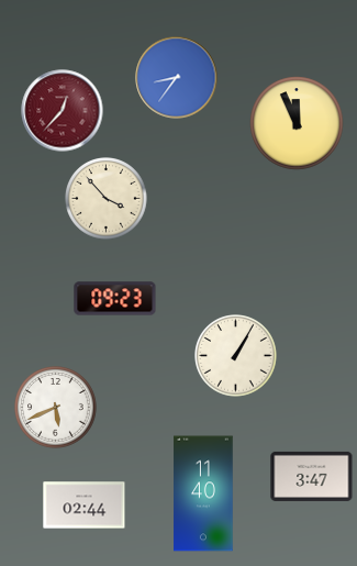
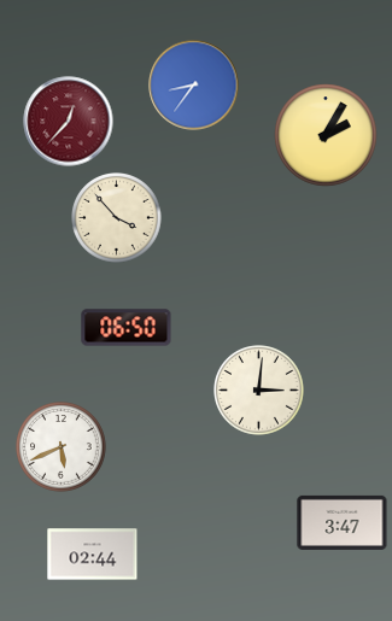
clock at (297, 123): 11:56 -> 2:05
clock at (115, 299): 09:23 -> 06:50
clock at (236, 356): 1:05 -> 3:01
clock at (203, 493): 11:40 -> none
